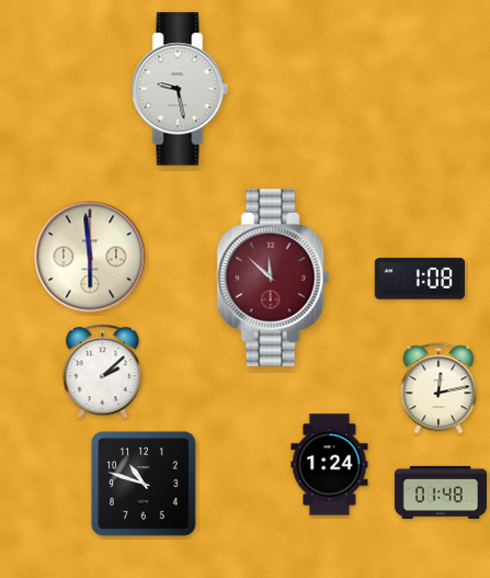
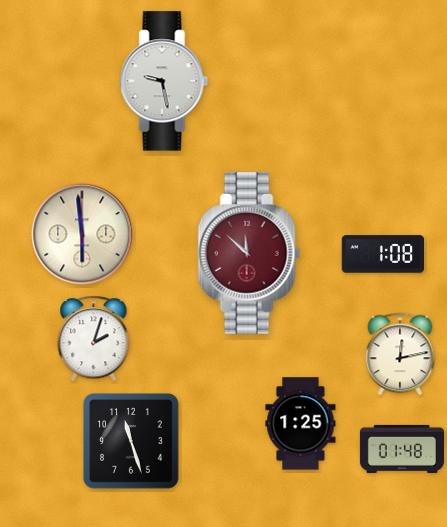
clock at (103, 372): 2:08 -> 2:03
clock at (330, 465): 1:24 -> 1:25
clock at (144, 484): 10:48 -> 11:27
